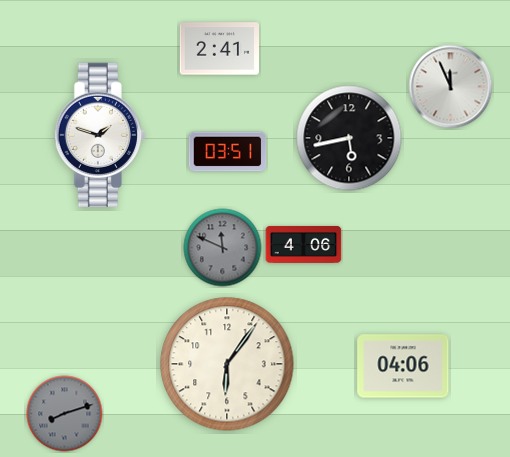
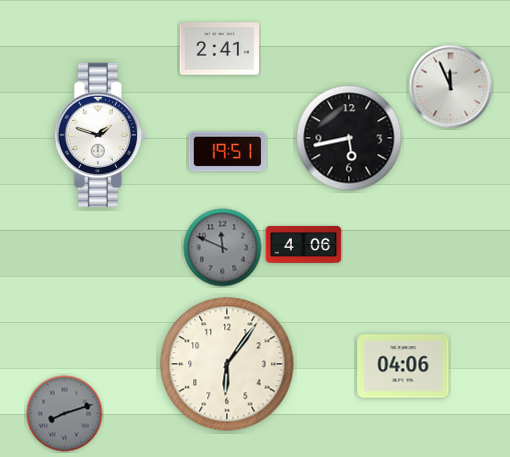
clock at (228, 152): 03:51 -> 19:51
